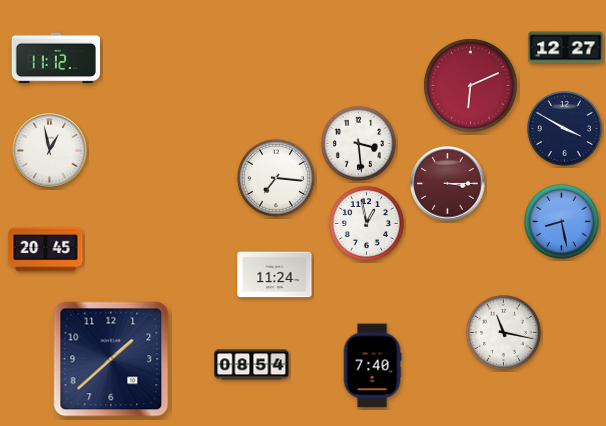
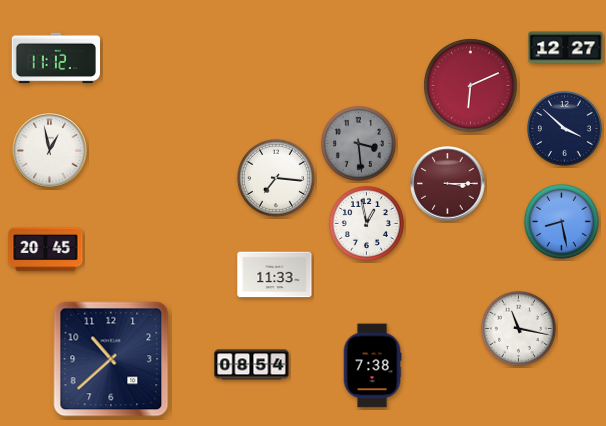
clock at (564, 128): 3:50 -> 3:52
clock at (358, 143) dial: white -> grey
clock at (275, 275): 11:24 -> 11:33
clock at (503, 332) position: (503, 332) -> (518, 328)
clock at (111, 359): 1:38 -> 10:38
clock at (372, 366): 7:40 -> 7:38
